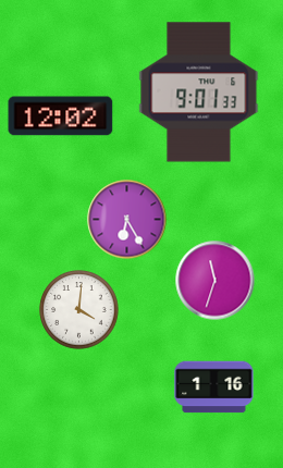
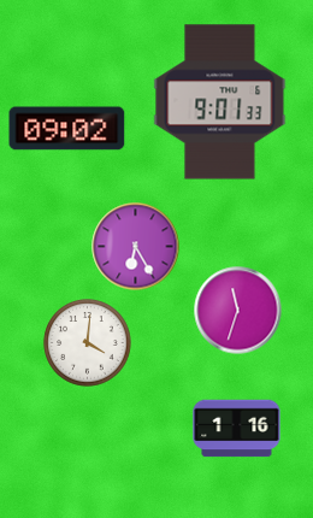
clock at (61, 116): 12:02 -> 09:02
clock at (127, 220) position: (127, 220) -> (136, 247)
